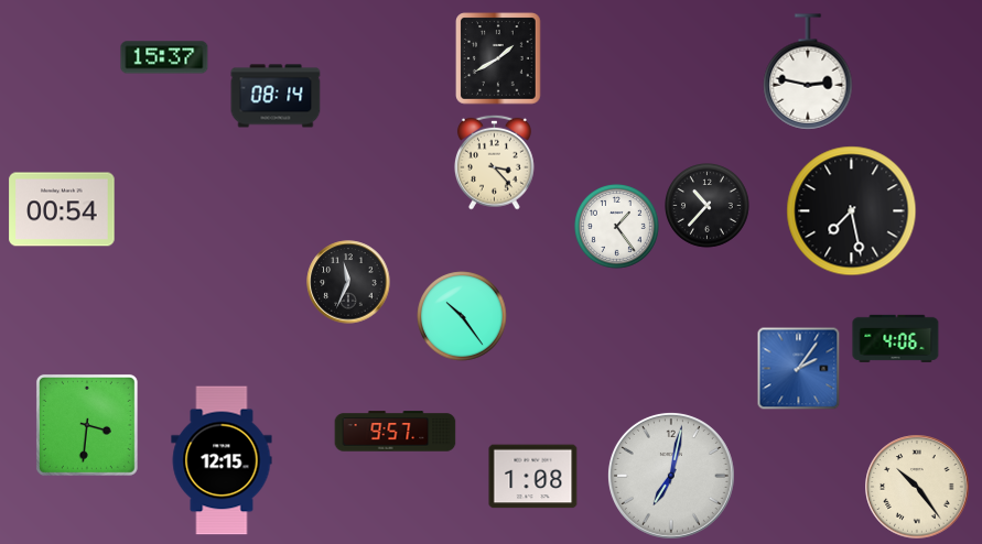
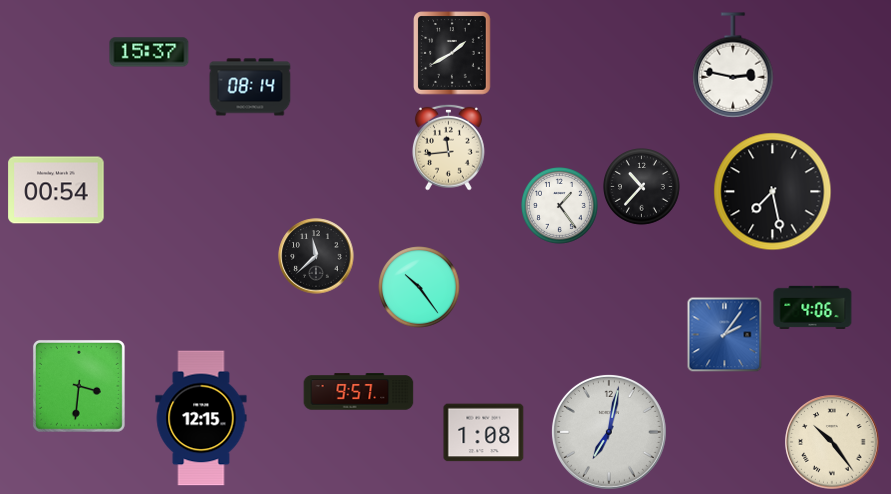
clock at (494, 162): 3:23 -> 11:44
clock at (348, 282): 11:34 -> 11:38
